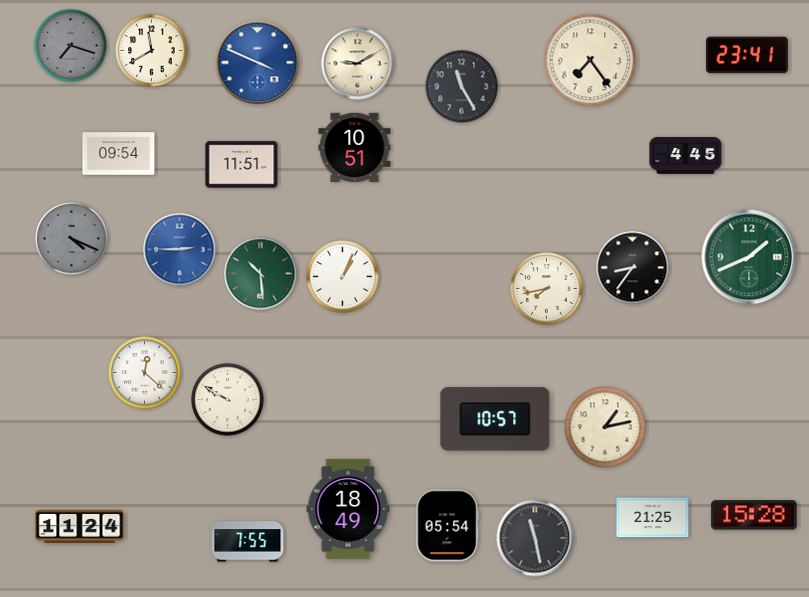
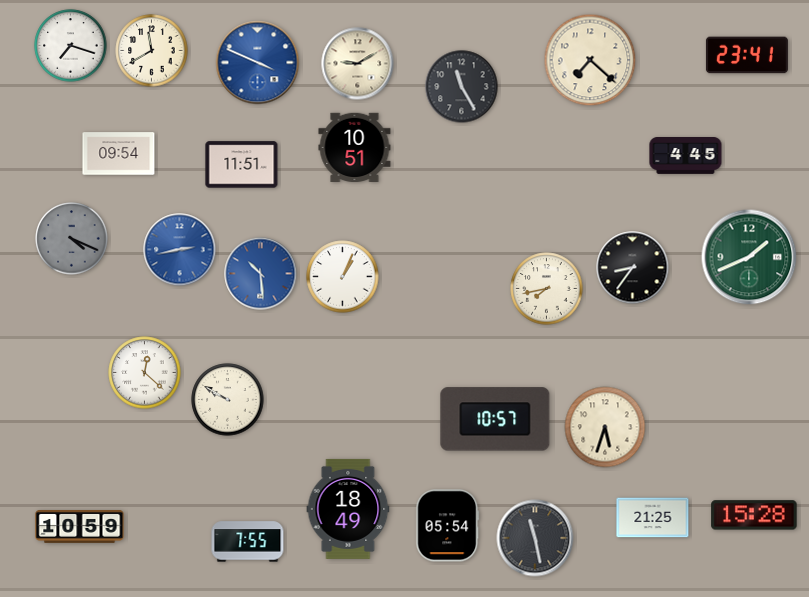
clock at (71, 46) dial: grey -> white
clock at (590, 60): 7:24 -> 7:22
clock at (180, 250): 2:45 -> 2:43
clock at (261, 274) dial: green -> blue
clock at (605, 427): 1:13 -> 5:33
clock at (80, 527): 11:24 -> 10:59
